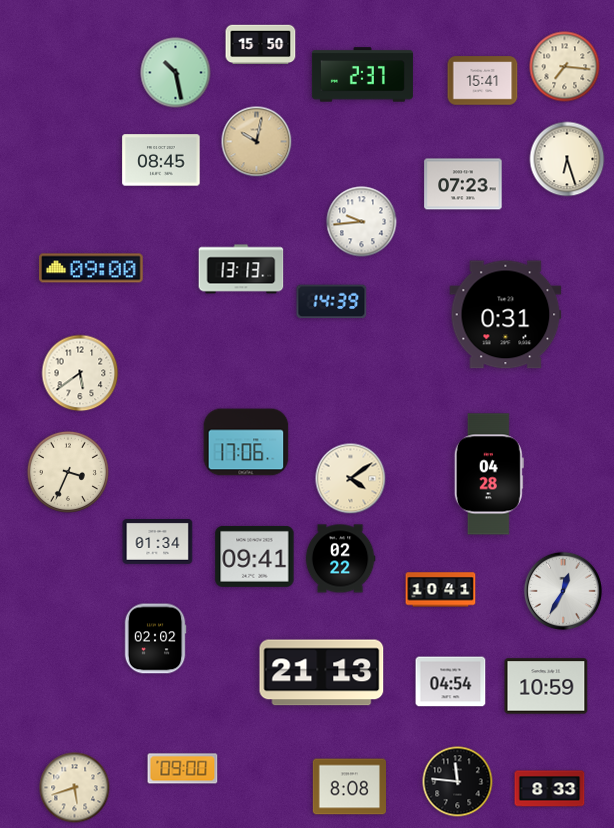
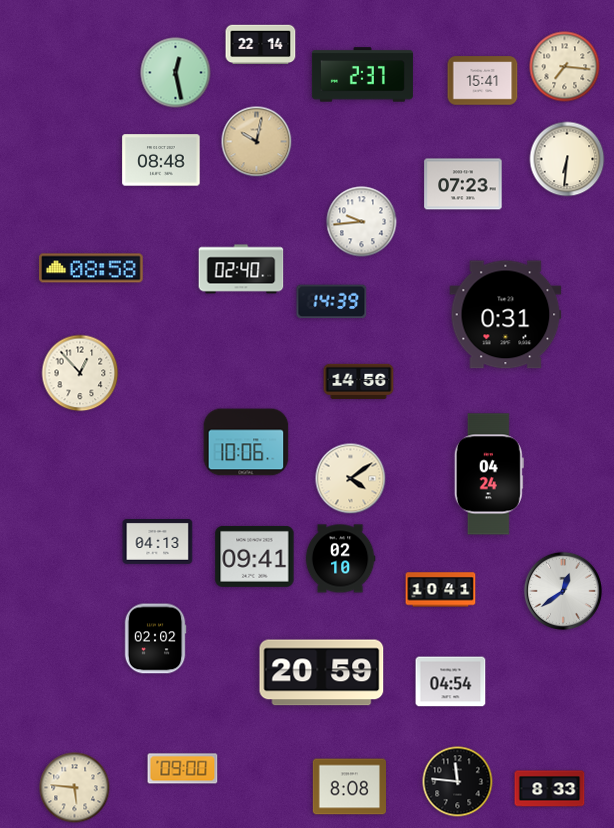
clock at (261, 45): 15:50 -> 22:14
clock at (176, 73): 10:28 -> 12:28
clock at (567, 159): 6:27 -> 6:31
clock at (161, 160): 08:45 -> 08:48
clock at (91, 268): 09:00 -> 08:58
clock at (241, 269): 13:13 -> 02:40
clock at (80, 373): 5:39 -> 12:53
clock at (359, 381): none -> 14:56
clock at (246, 442): 17:06 -> 10:06
clock at (68, 472): 3:34 -> none
clock at (489, 474): 04:28 -> 04:24
clock at (158, 542): 01:34 -> 04:13
clock at (340, 559): 02:22 -> 02:10
clock at (563, 591): 12:35 -> 12:39
clock at (322, 673): 21:13 -> 20:59
clock at (546, 686): 10:59 -> none
clock at (75, 788): 5:42 -> 5:46
